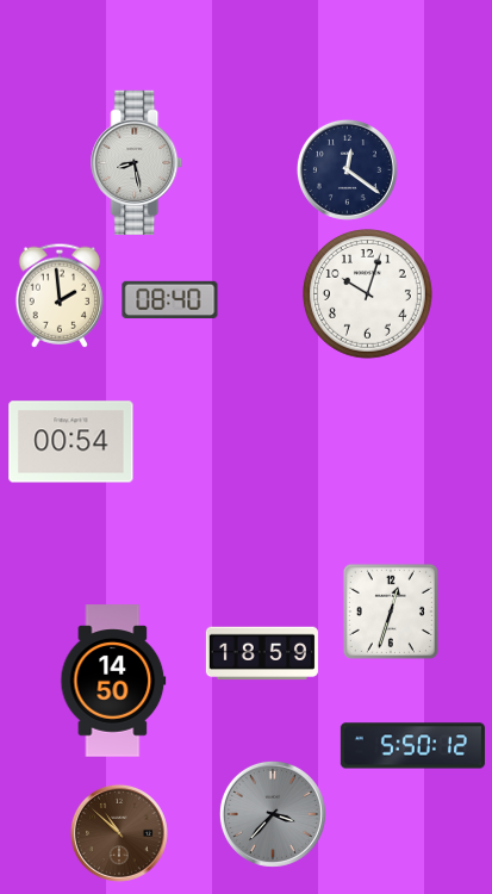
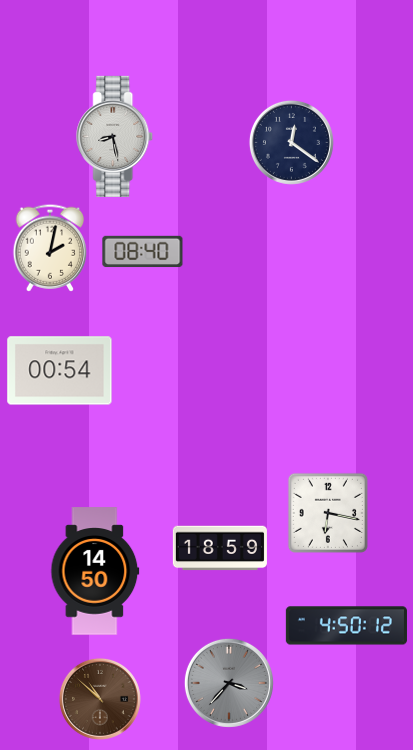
clock at (368, 294): 10:03 -> none
clock at (58, 296): 1:59 -> 2:02
clock at (391, 611): 12:33 -> 6:17
clock at (412, 746): 5:50 -> 4:50
